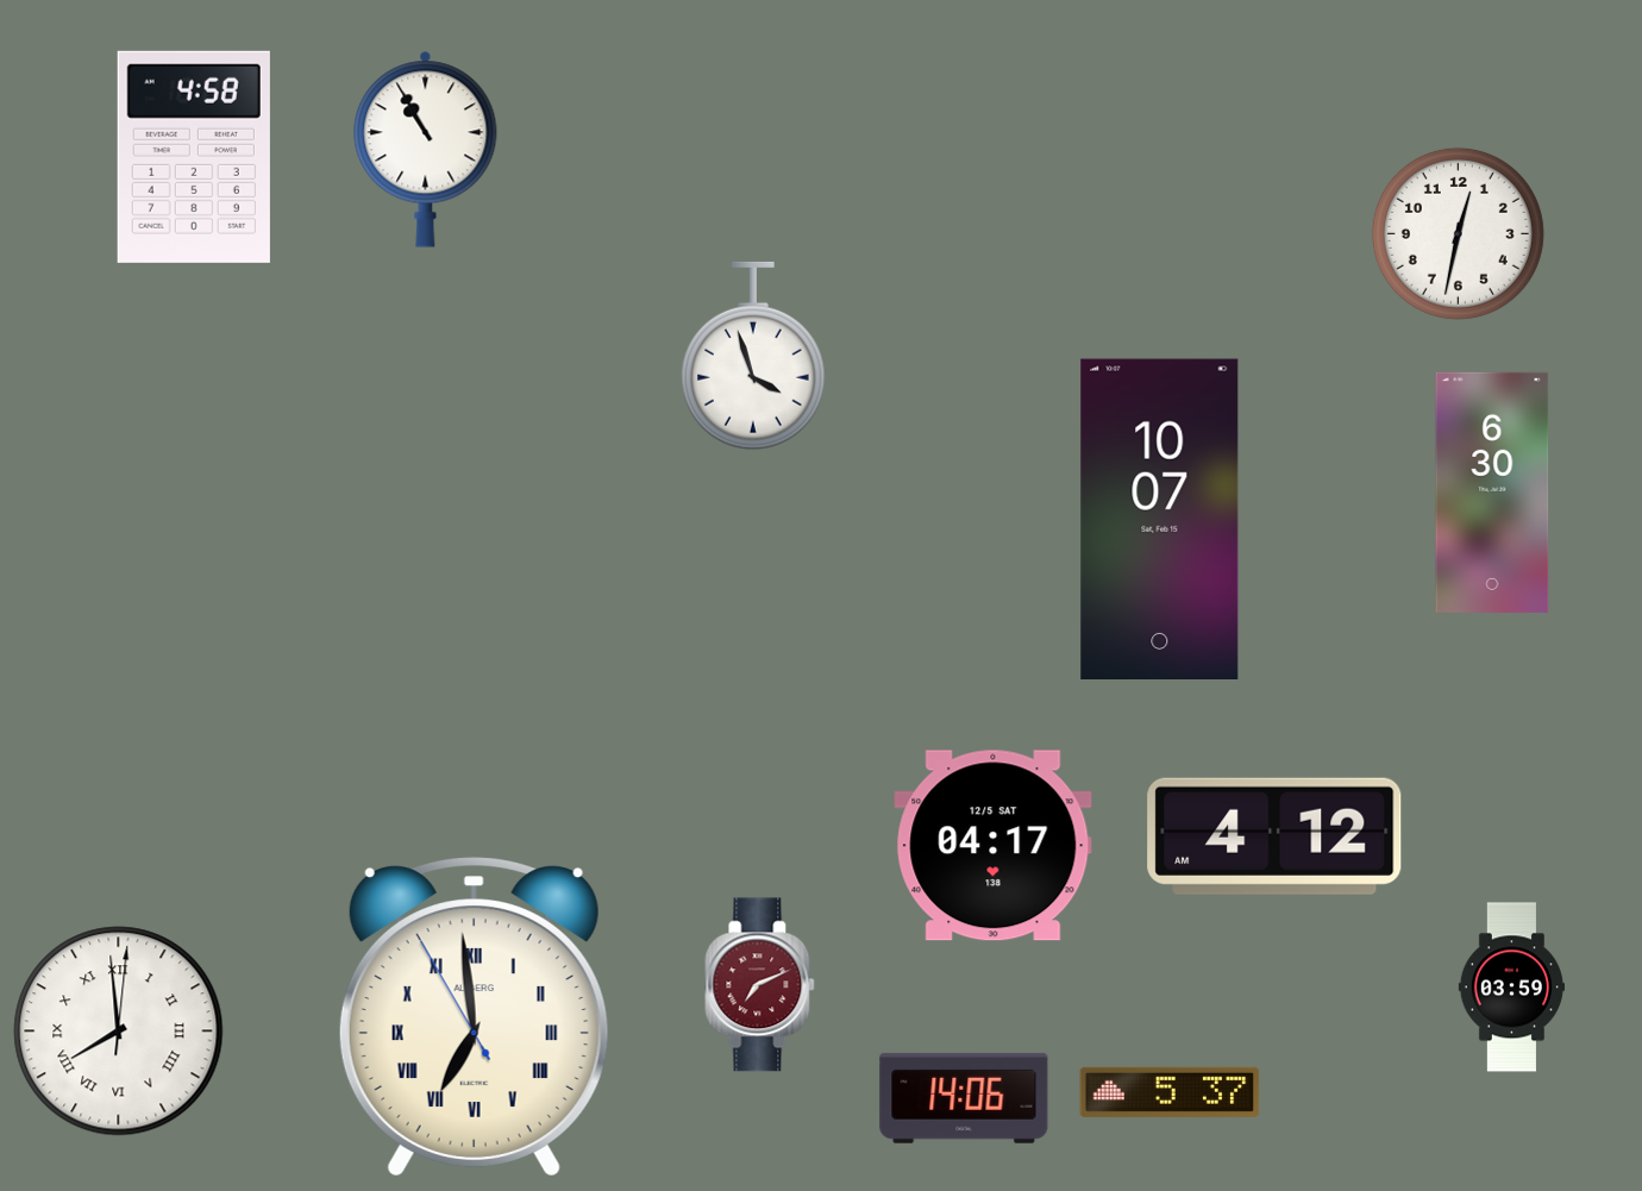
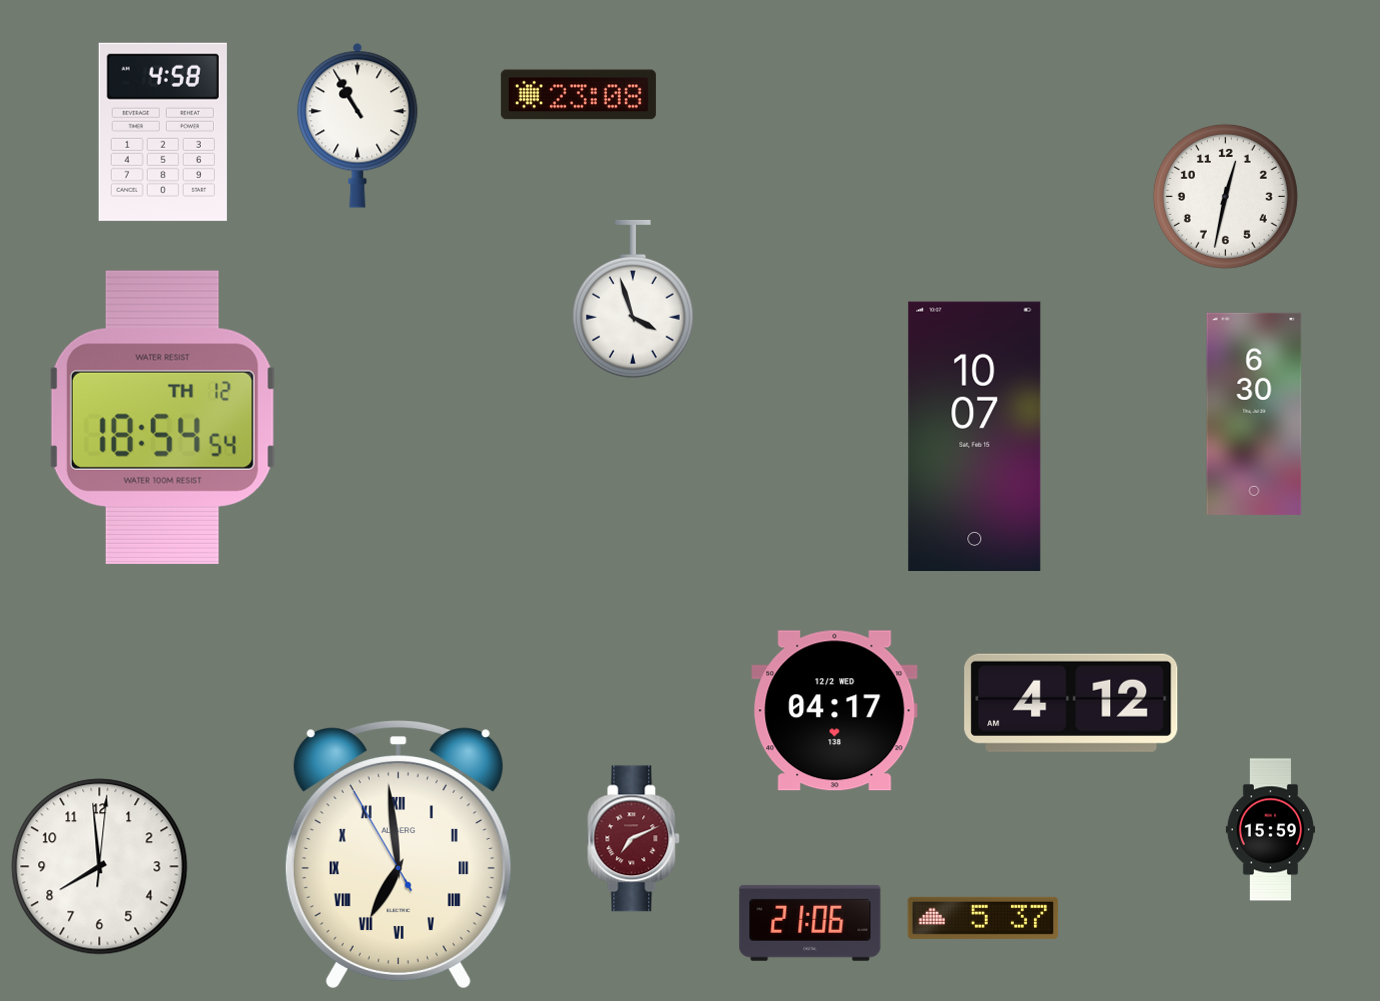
clock at (578, 95): none -> 23:08
clock at (162, 417): none -> 18:54
clock at (994, 846) date: 12/5 SAT -> 12/2 WED
clock at (760, 985) position: (760, 985) -> (634, 839)
clock at (1511, 988): 03:59 -> 15:59
clock at (119, 1032) numerals: Roman -> Arabic
clock at (964, 1098): 14:06 -> 21:06
